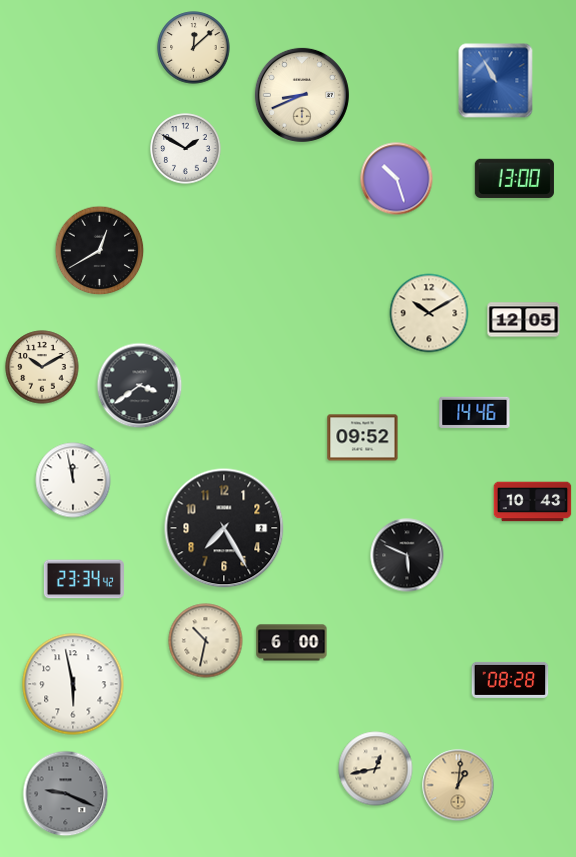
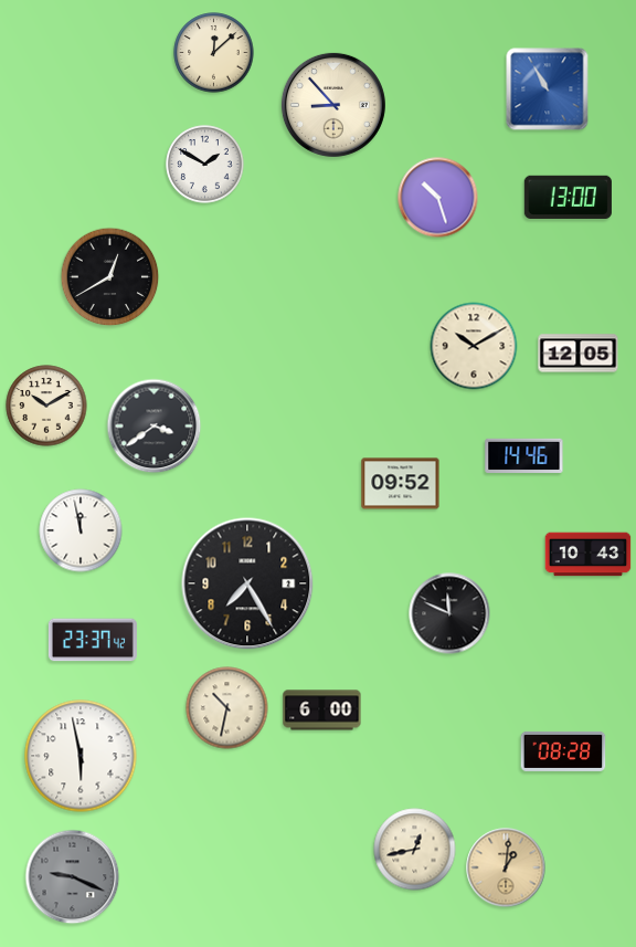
clock at (302, 95): 8:41 -> 8:53
clock at (407, 555): 5:49 -> 11:49
clock at (84, 579): 23:34 -> 23:37
